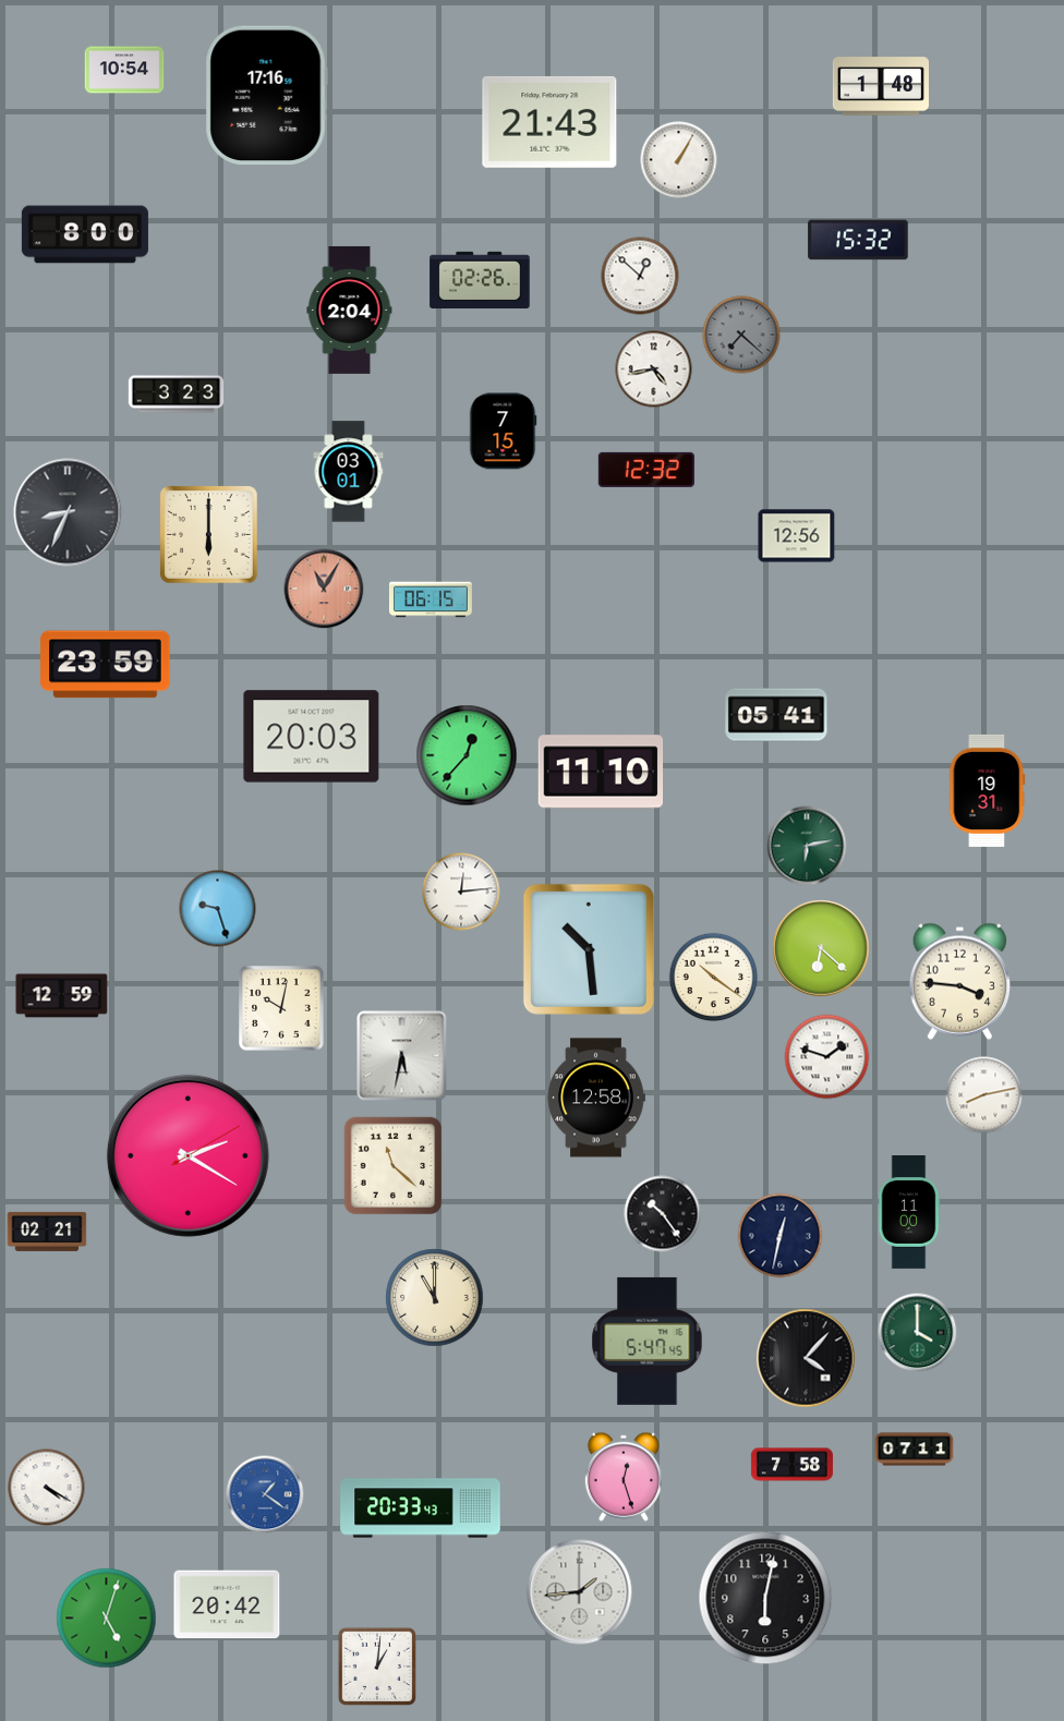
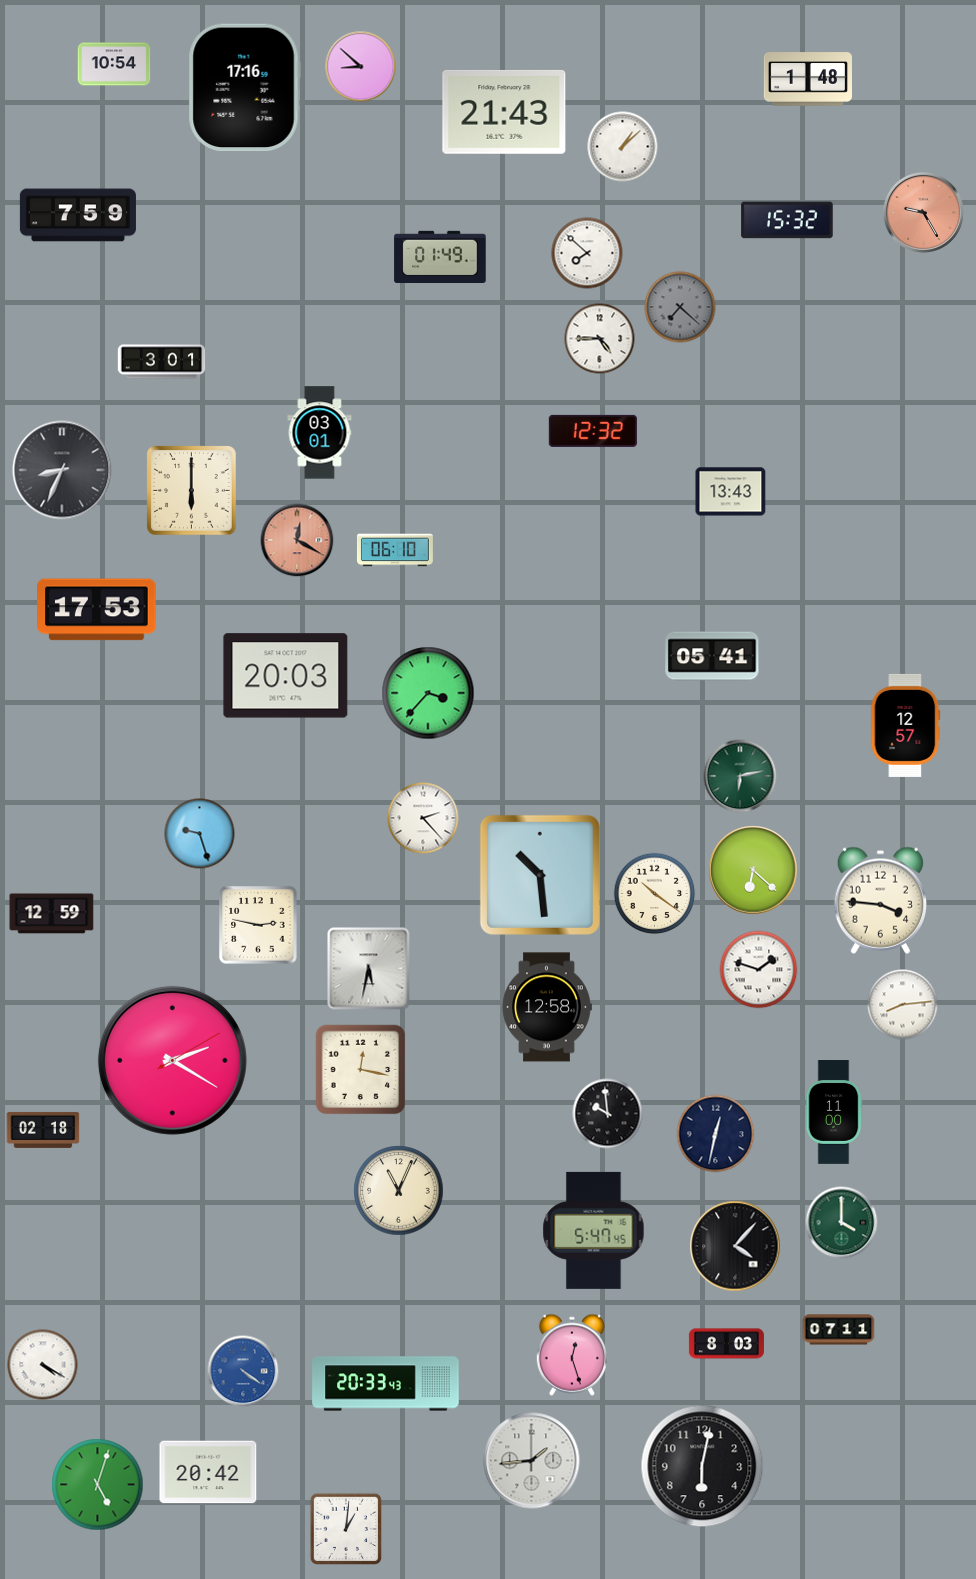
clock at (361, 67): none -> 8:52
clock at (679, 160): 1:05 -> 1:08
clock at (923, 212): none -> 9:25
clock at (85, 234): 8:00 -> 7:59
clock at (640, 276): 12:52 -> 7:52
clock at (480, 279): 02:26 -> 01:49
clock at (350, 310): 2:04 -> none
clock at (654, 369): 4:43 -> 4:45
clock at (177, 395): 3:23 -> 3:01
clock at (504, 432): 7:15 -> none
clock at (797, 536): 12:56 -> 13:43
clock at (324, 589): 11:05 -> 12:20
clock at (431, 599): 06:15 -> 06:10
clock at (106, 665): 23:59 -> 17:53
clock at (467, 755): 12:37 -> 3:37
clock at (601, 772): 11:10 -> none
clock at (988, 790): 19:31 -> 12:57
clock at (461, 892): 12:14 -> 2:23
clock at (589, 949) position: (589, 949) -> (540, 875)
clock at (714, 978) position: (714, 978) -> (655, 894)
clock at (62, 996) position: (62, 996) -> (52, 914)
clock at (281, 1008): 10:02 -> 2:47
clock at (984, 1095): 8:13 -> 8:14
clock at (394, 1166): 11:22 -> 12:17
clock at (663, 1214): 10:24 -> 9:59
clock at (47, 1232): 02:21 -> 02:18
clock at (435, 1298): 11:00 -> 11:04
clock at (806, 1358) position: (806, 1358) -> (735, 1246)
clock at (791, 1465): 7:58 -> 8:03
clock at (265, 1494): 1:21 -> 4:21
